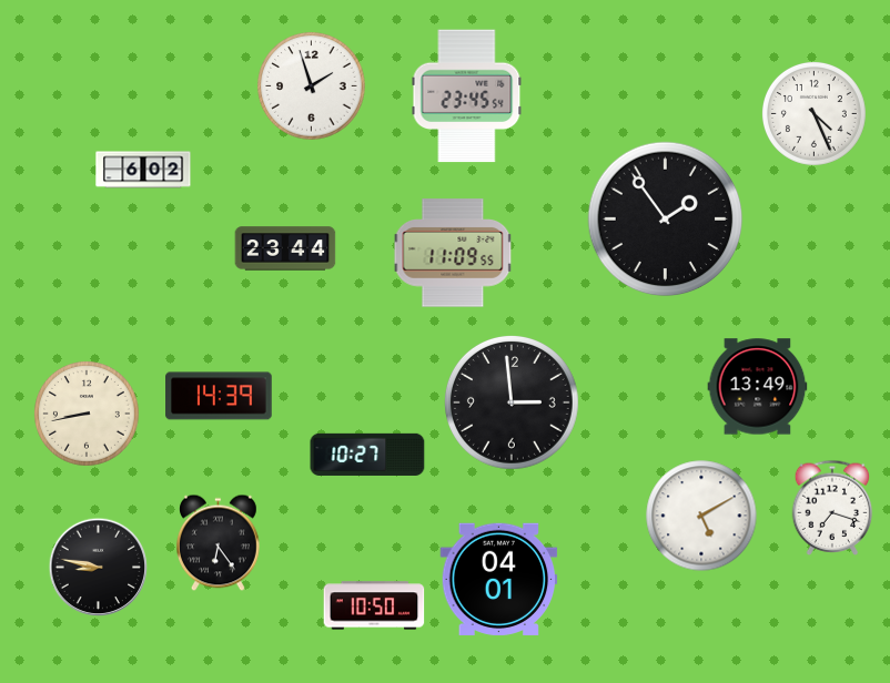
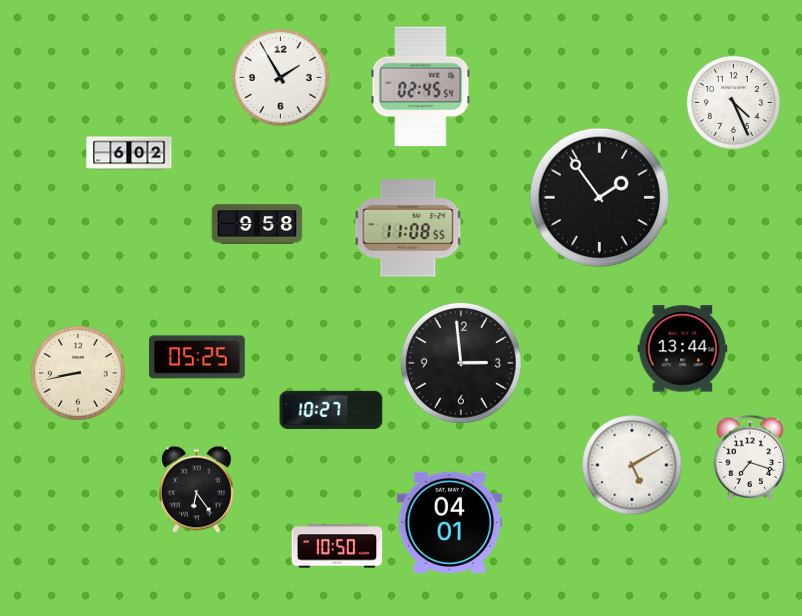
clock at (312, 86): 1:57 -> 1:55
clock at (467, 96): 23:45 -> 02:45
clock at (285, 248): 23:44 -> 9:58
clock at (453, 253): 11:09 -> 11:08
clock at (758, 387): 13:49 -> 13:44
clock at (219, 396): 14:39 -> 05:25
clock at (99, 568): 8:47 -> none
